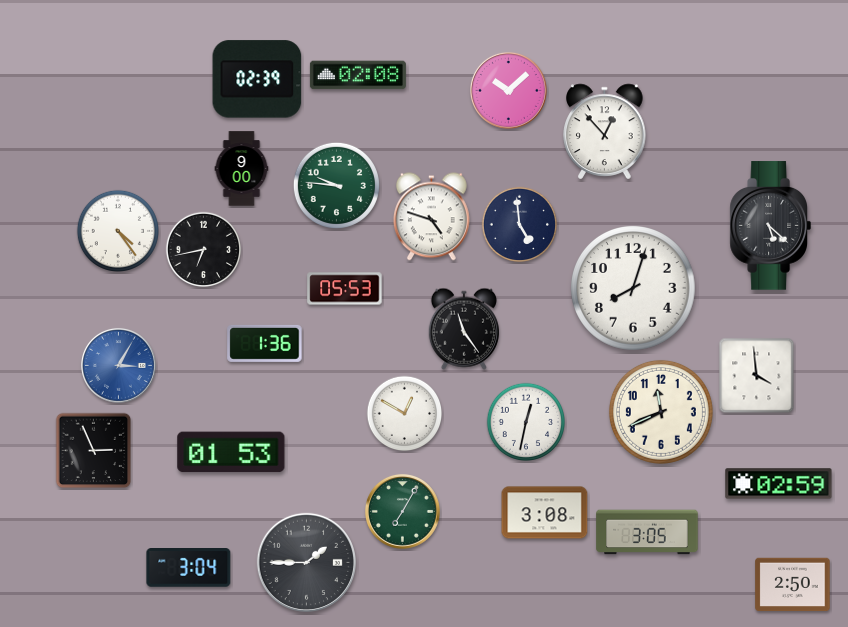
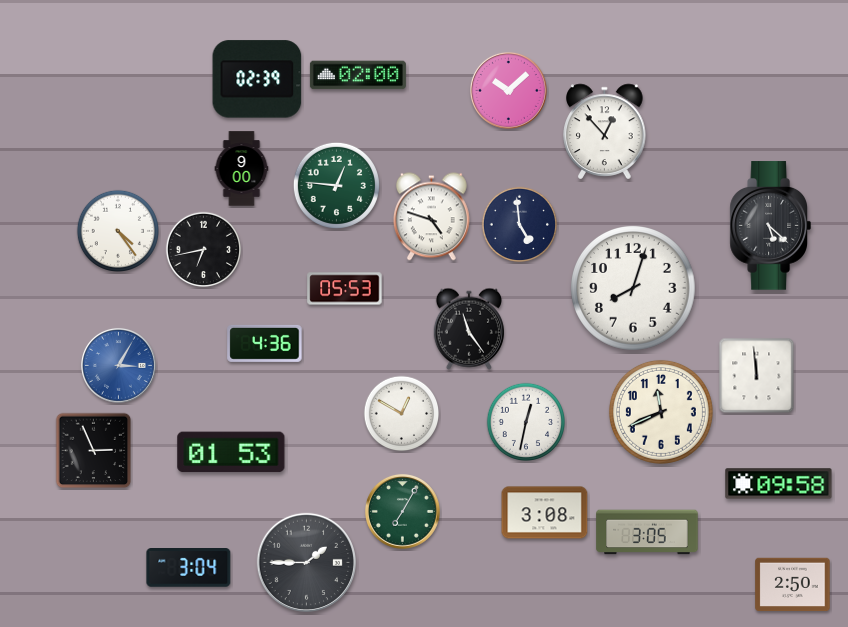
clock at (358, 75): 02:08 -> 02:00
clock at (336, 185): 9:46 -> 12:46
clock at (464, 329) position: (464, 329) -> (469, 329)
clock at (265, 343): 1:36 -> 4:36
clock at (757, 376): 3:59 -> 11:59
clock at (405, 414) position: (405, 414) -> (402, 414)
clock at (779, 484): 02:59 -> 09:58
